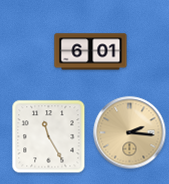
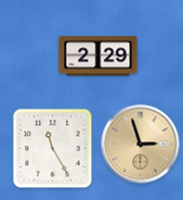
clock at (91, 52): 6:01 -> 2:29
clock at (130, 133): 2:16 -> 2:57
